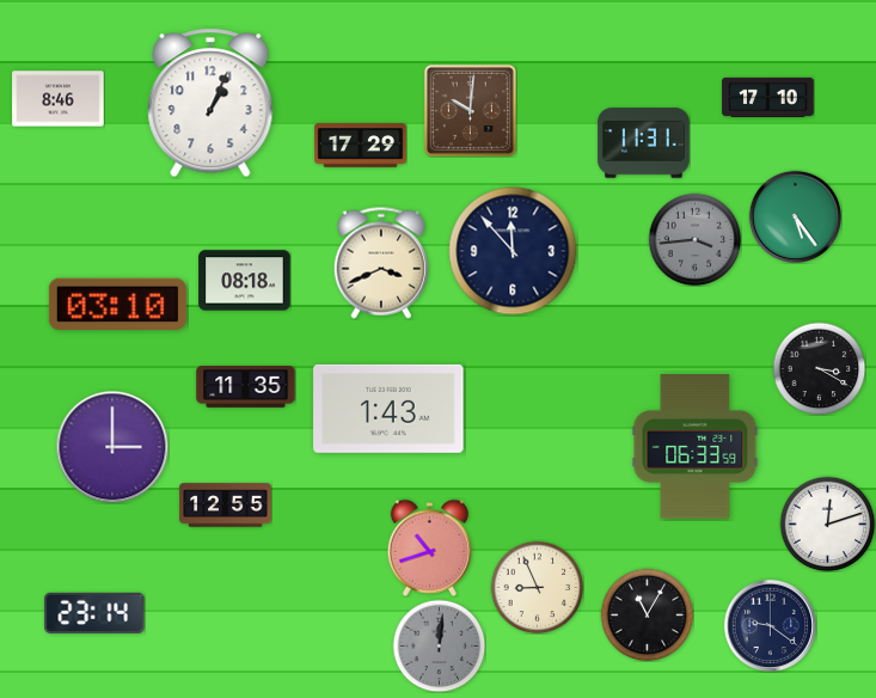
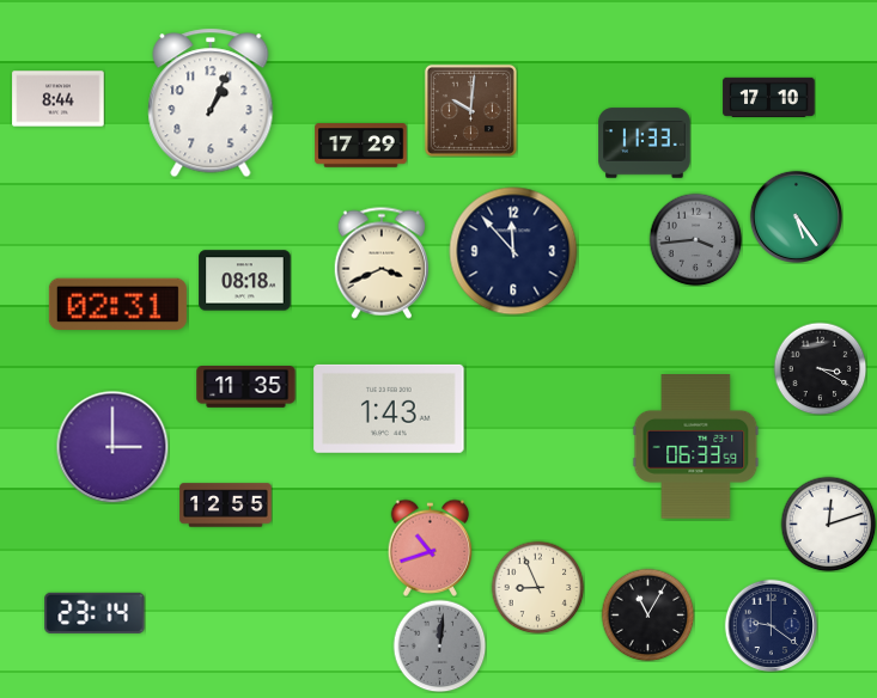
clock at (59, 99): 8:46 -> 8:44
clock at (644, 143): 11:31 -> 11:33
clock at (117, 305): 03:10 -> 02:31
